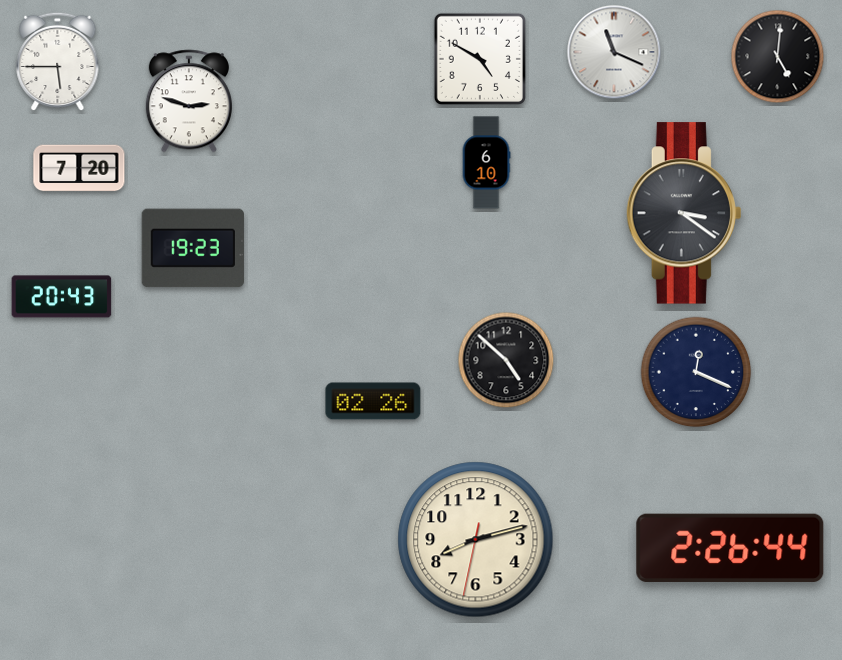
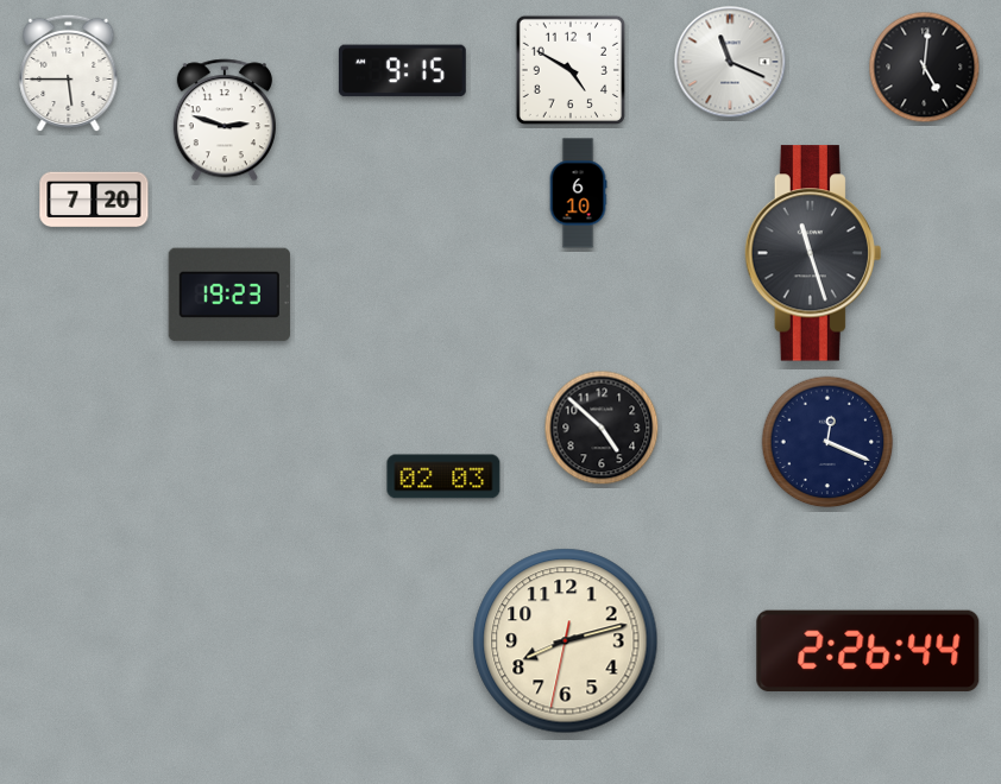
clock at (402, 71): none -> 9:15
clock at (683, 213): 3:21 -> 11:27
clock at (62, 297): 20:43 -> none
clock at (373, 401): 02:26 -> 02:03
